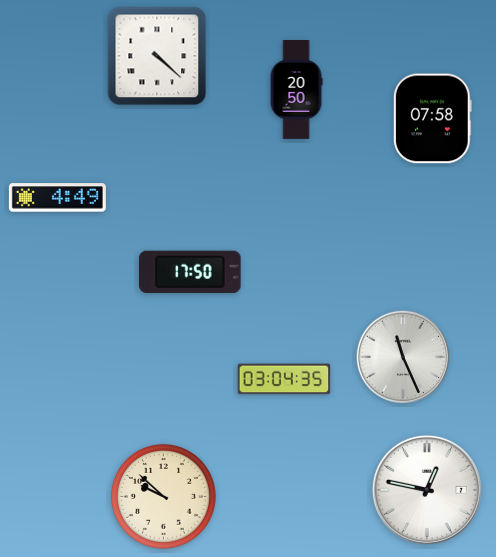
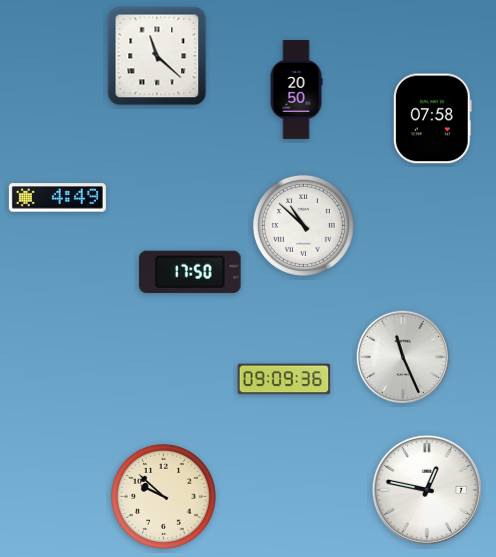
clock at (157, 56): 4:22 -> 11:22
clock at (303, 225): none -> 10:52
clock at (284, 379): 03:04 -> 09:09
